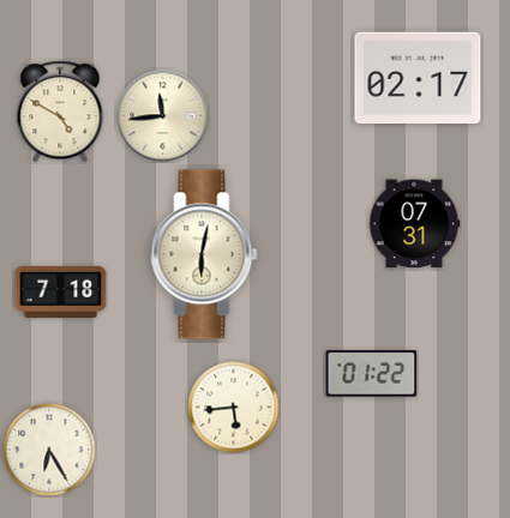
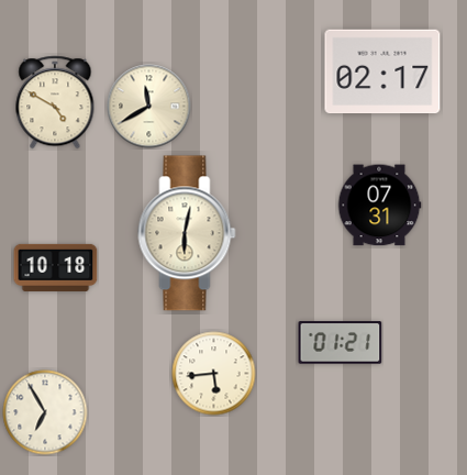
clock at (163, 116): 11:44 -> 11:40
clock at (61, 291): 7:18 -> 10:18
clock at (372, 374): 01:22 -> 01:21
clock at (49, 450): 6:25 -> 6:55
